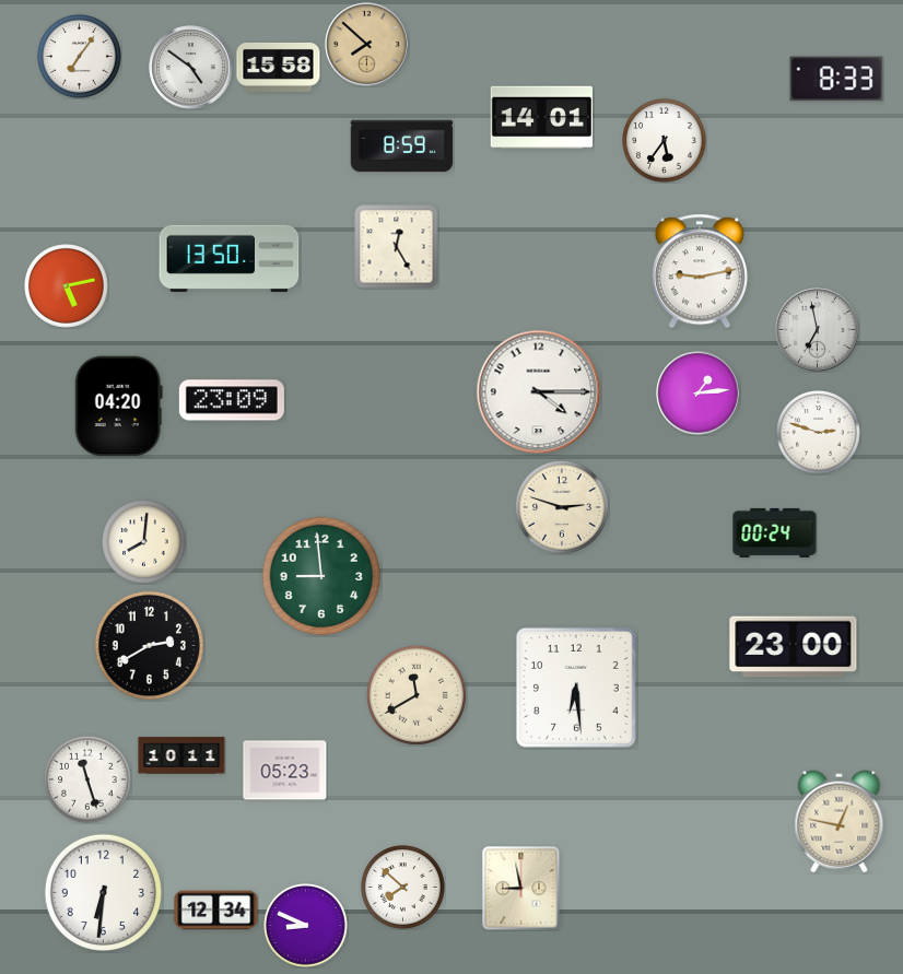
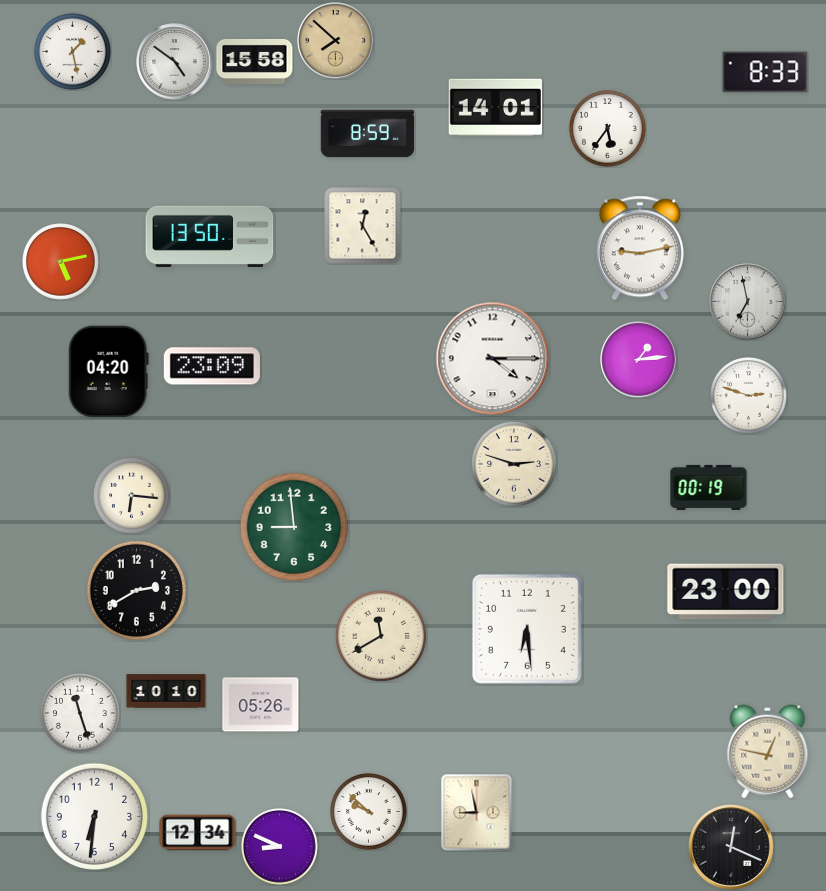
clock at (80, 57): 7:06 -> 1:28
clock at (775, 532): 00:24 -> 00:19
clock at (144, 542): 8:01 -> 6:16
clock at (181, 755): 10:11 -> 10:10
clock at (285, 771): 05:23 -> 05:26
clock at (403, 888): 7:52 -> 9:52
clock at (731, 847): none -> 12:19
